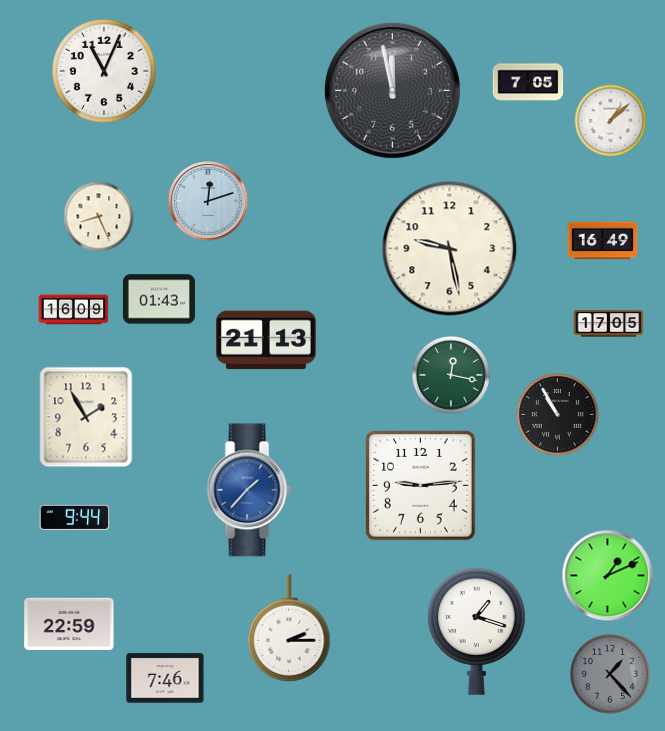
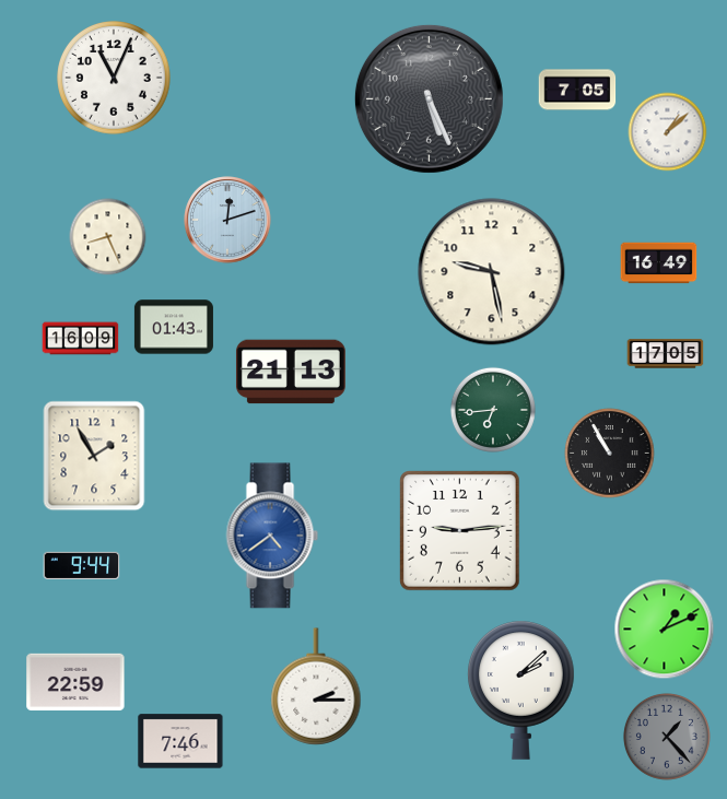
clock at (392, 90): 11:58 -> 5:26
clock at (451, 375): 12:17 -> 6:44
clock at (249, 490): 1:37 -> 4:39
clock at (477, 631): 1:18 -> 2:08
